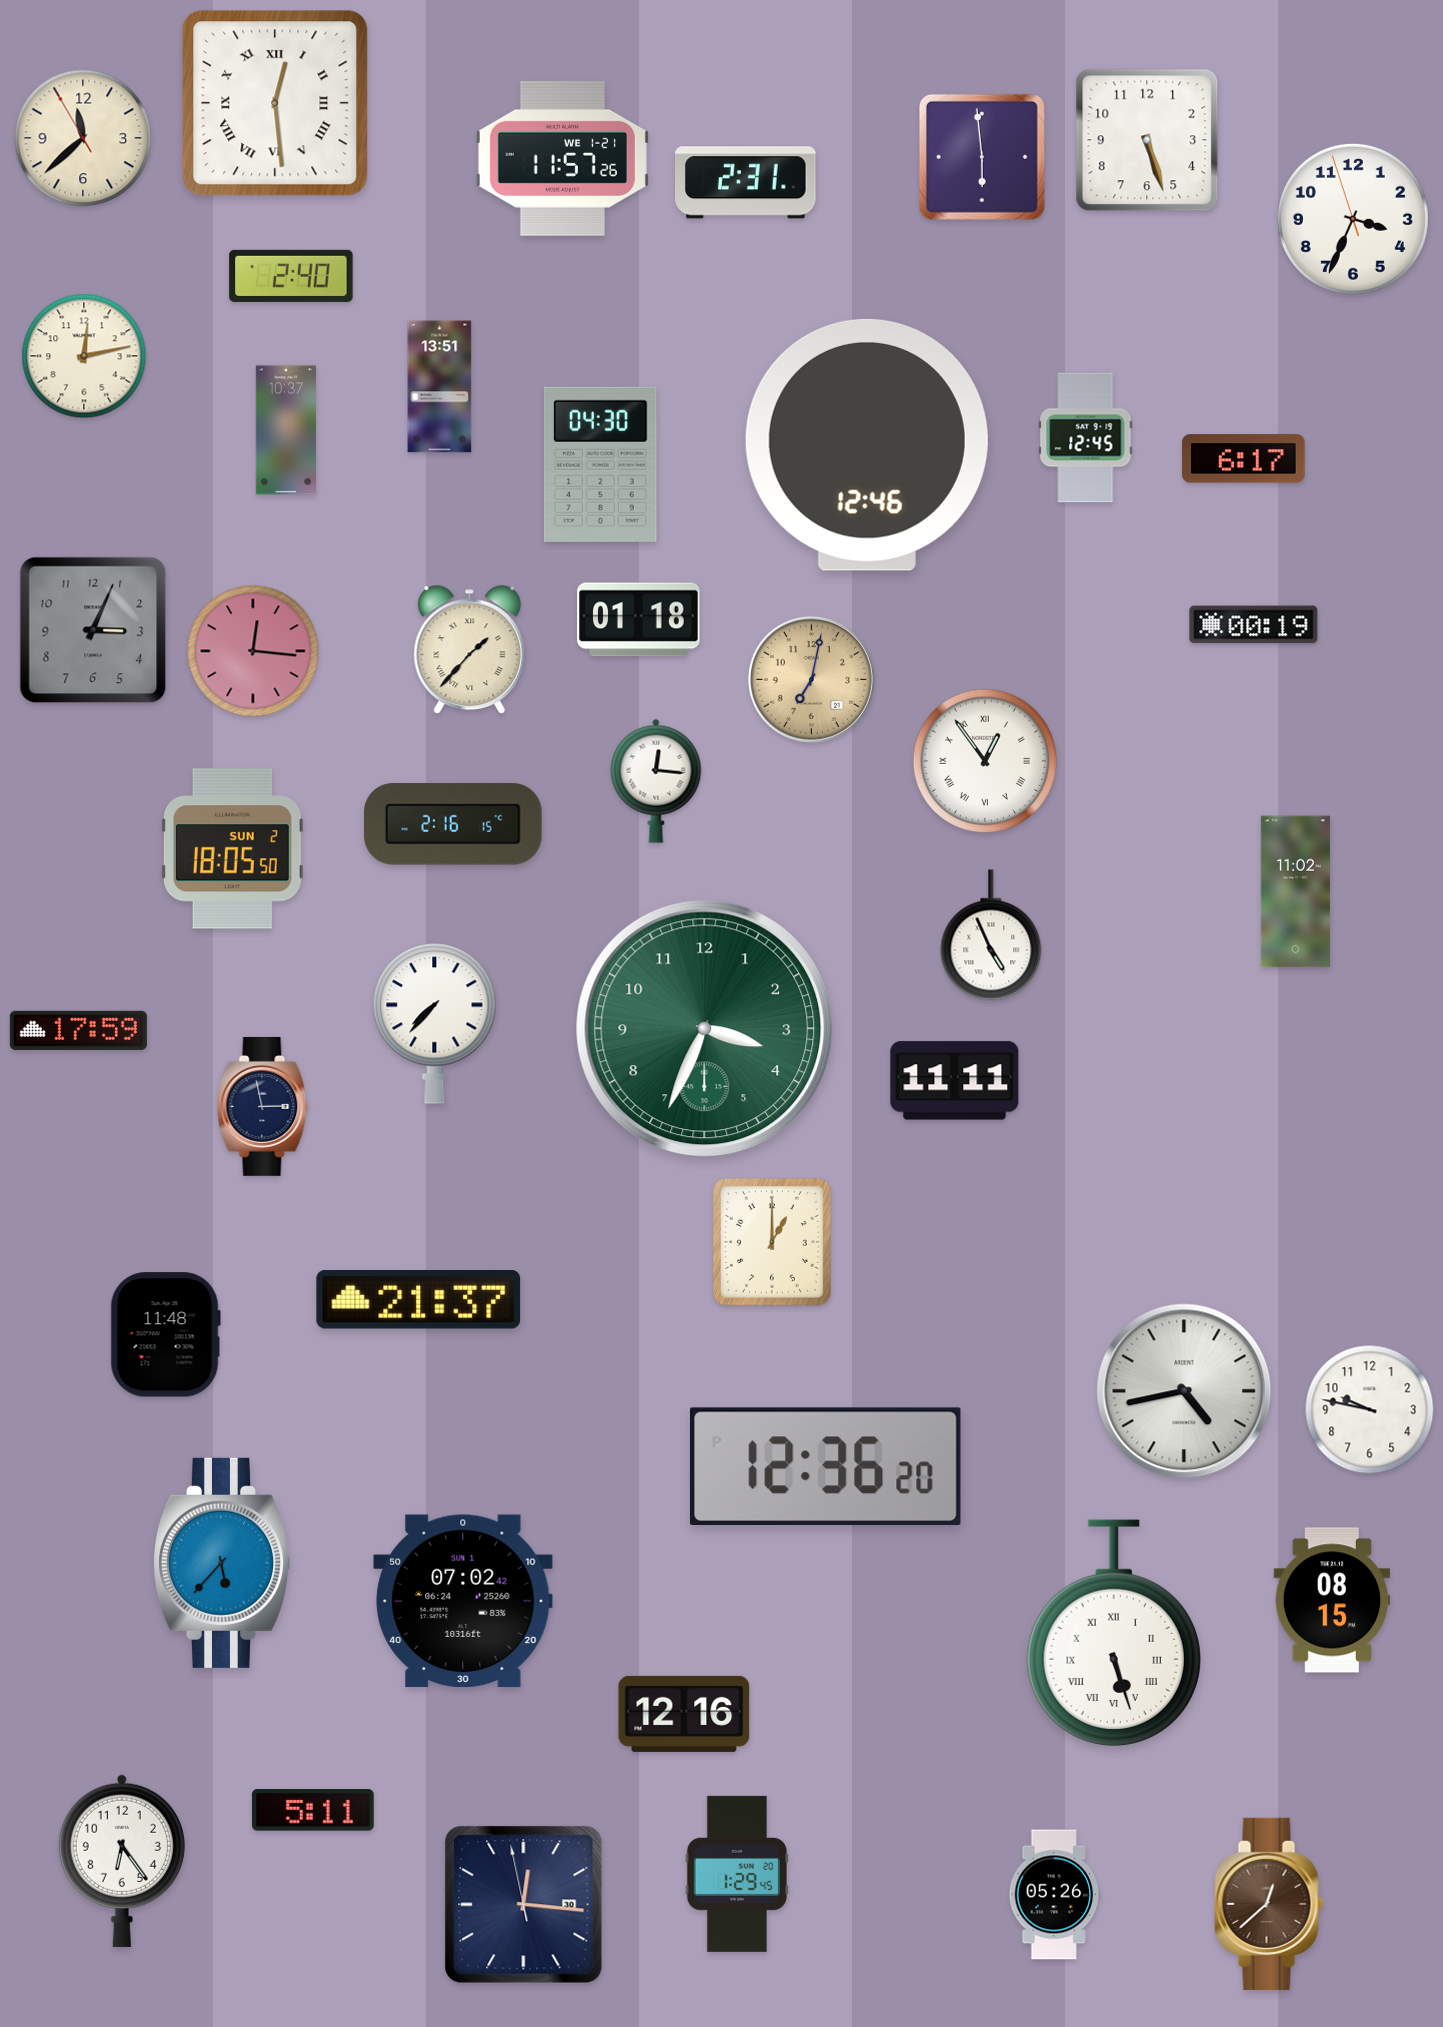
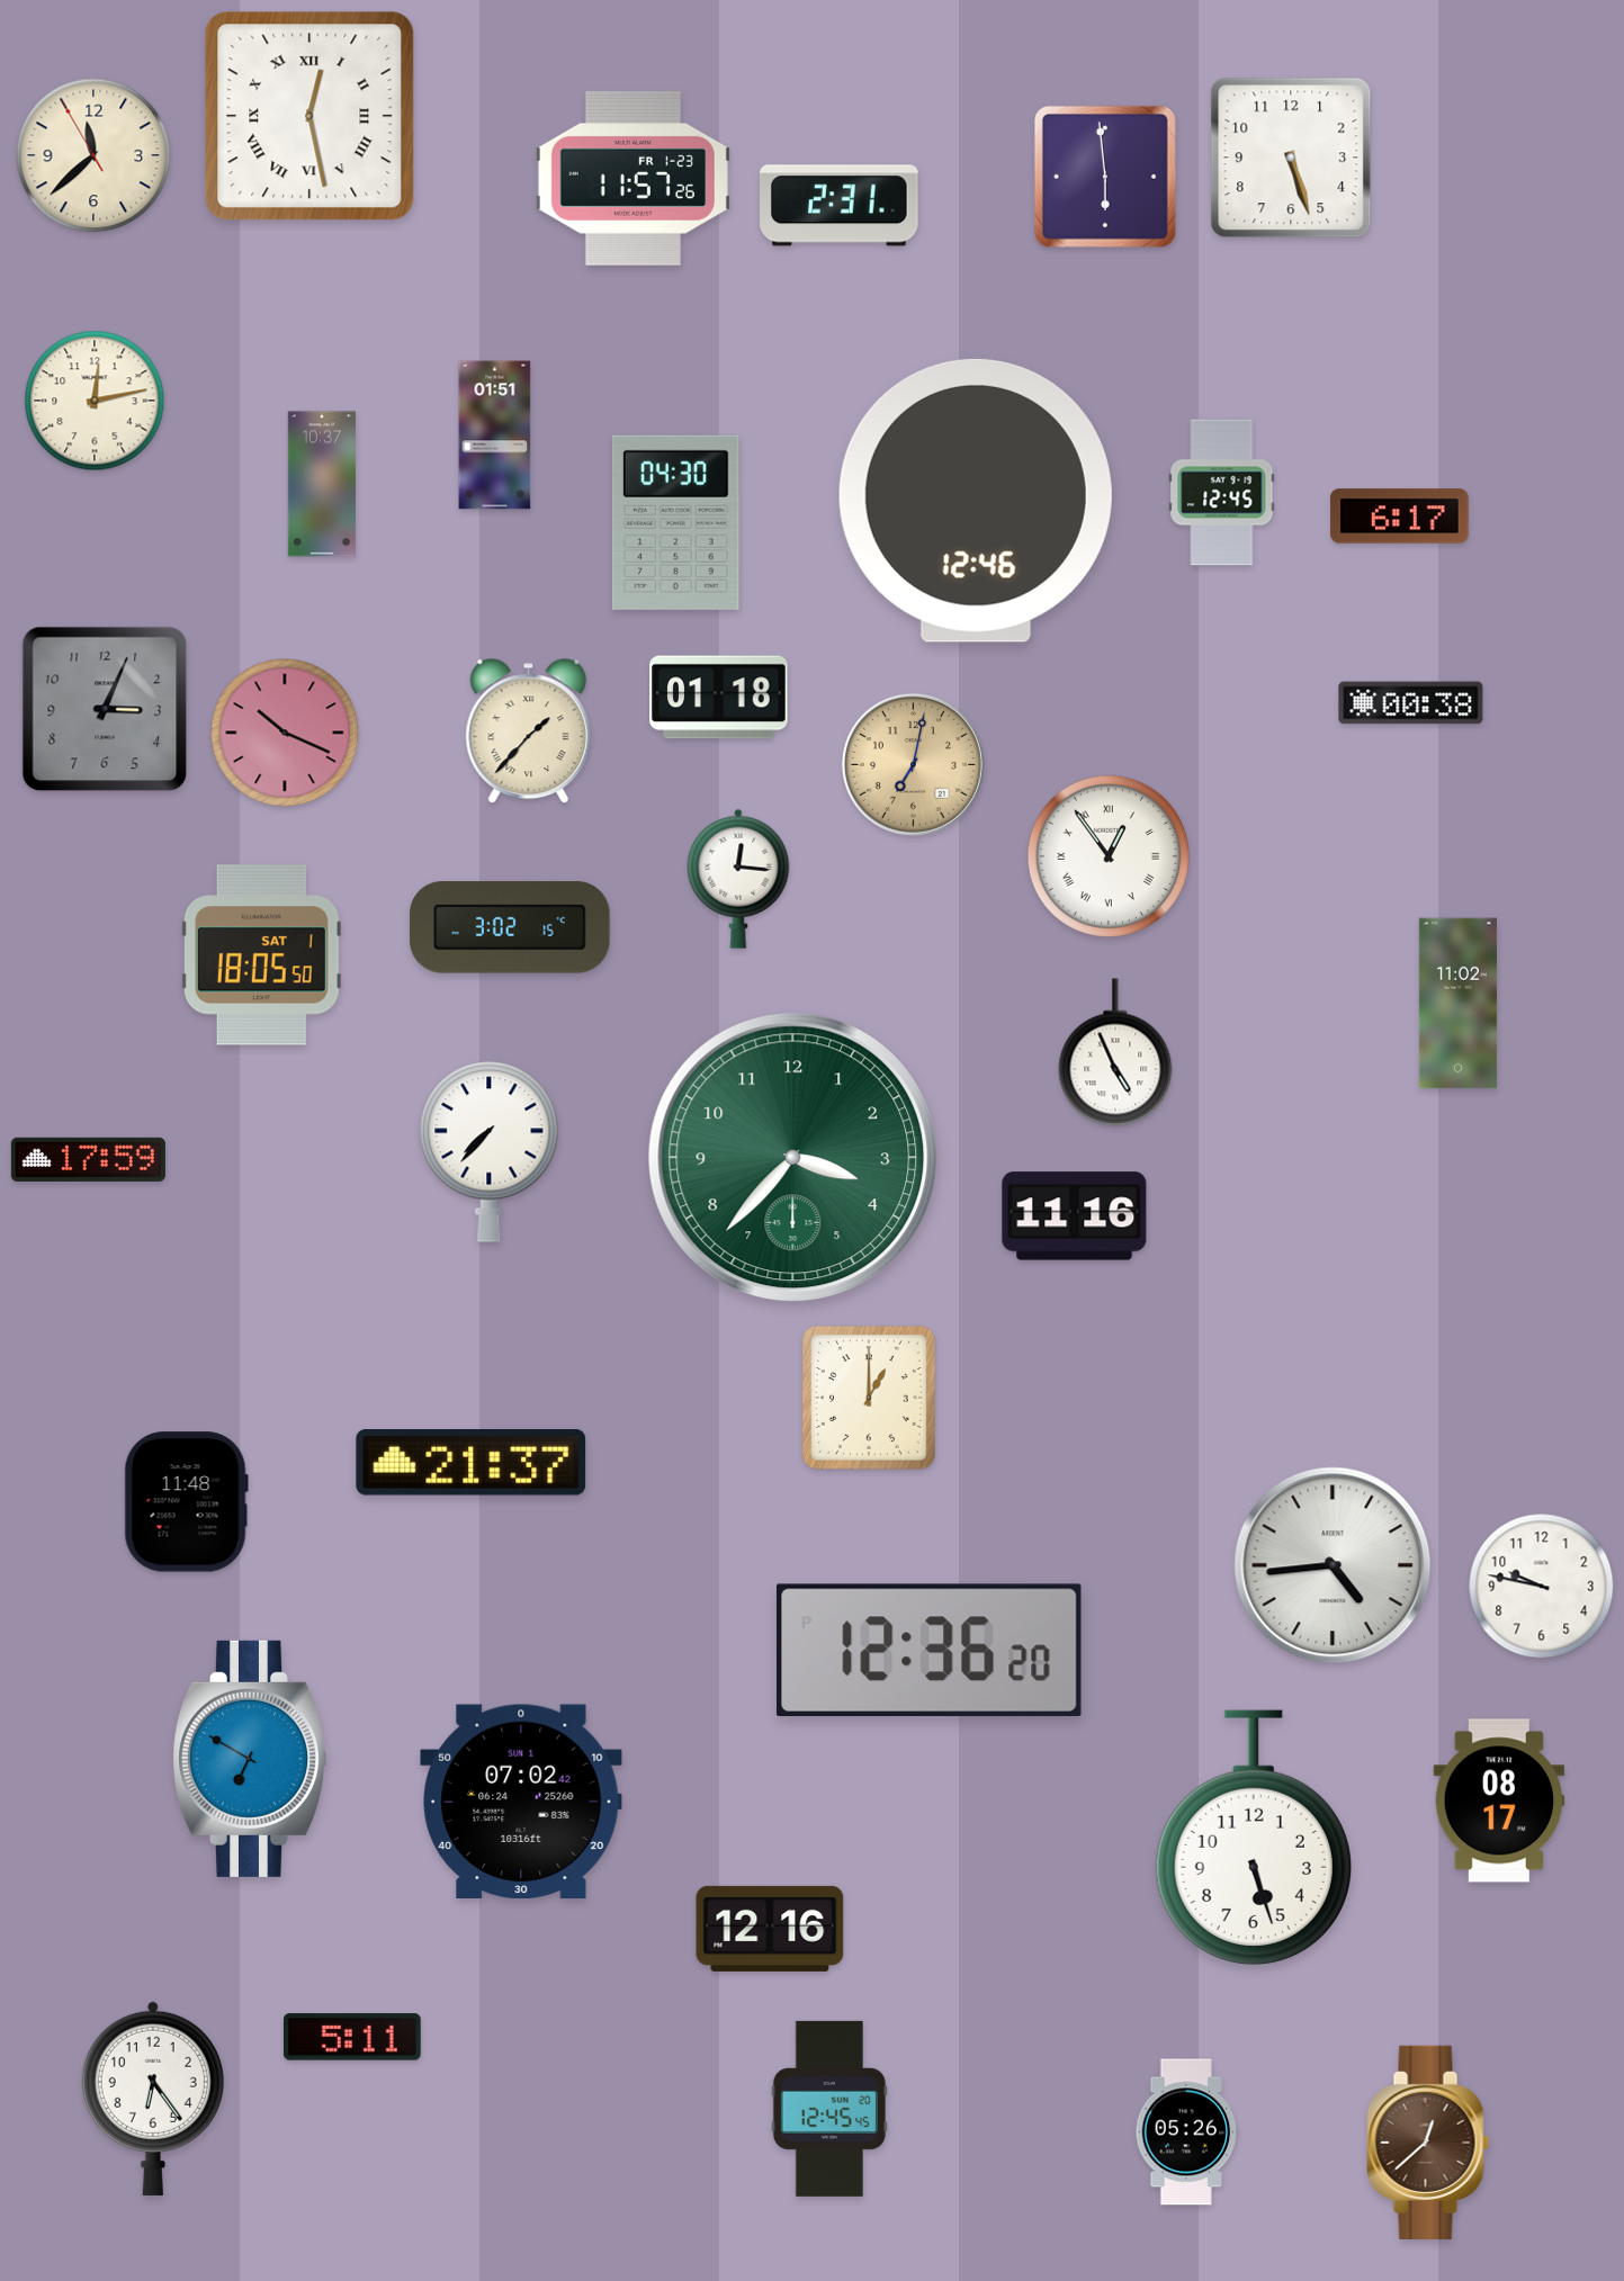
clock at (275, 103): 12:29 -> 12:28
clock at (562, 158) date: WE 1-21 -> FR 1-23
clock at (1353, 219): 3:33 -> none
clock at (291, 276): 2:40 -> none
clock at (440, 387): 13:51 -> 01:51
clock at (1254, 625): 00:19 -> 00:38
clock at (253, 651): 12:16 -> 10:19
clock at (453, 824): 2:16 -> 3:02
clock at (232, 849) date: SUN 2 -> SAT 1
clock at (705, 1029): 3:34 -> 3:37
clock at (955, 1081): 11:11 -> 11:16
clock at (263, 1106): 2:58 -> none
clock at (1184, 1391): 4:43 -> 4:44
clock at (221, 1563): 5:37 -> 6:50
clock at (1332, 1600): 08:15 -> 08:17
clock at (1114, 1633) numerals: Roman -> Arabic
clock at (122, 1861) position: (122, 1861) -> (153, 2099)
clock at (737, 1874): 1:29 -> 12:45
clock at (524, 1905): 12:15 -> none
